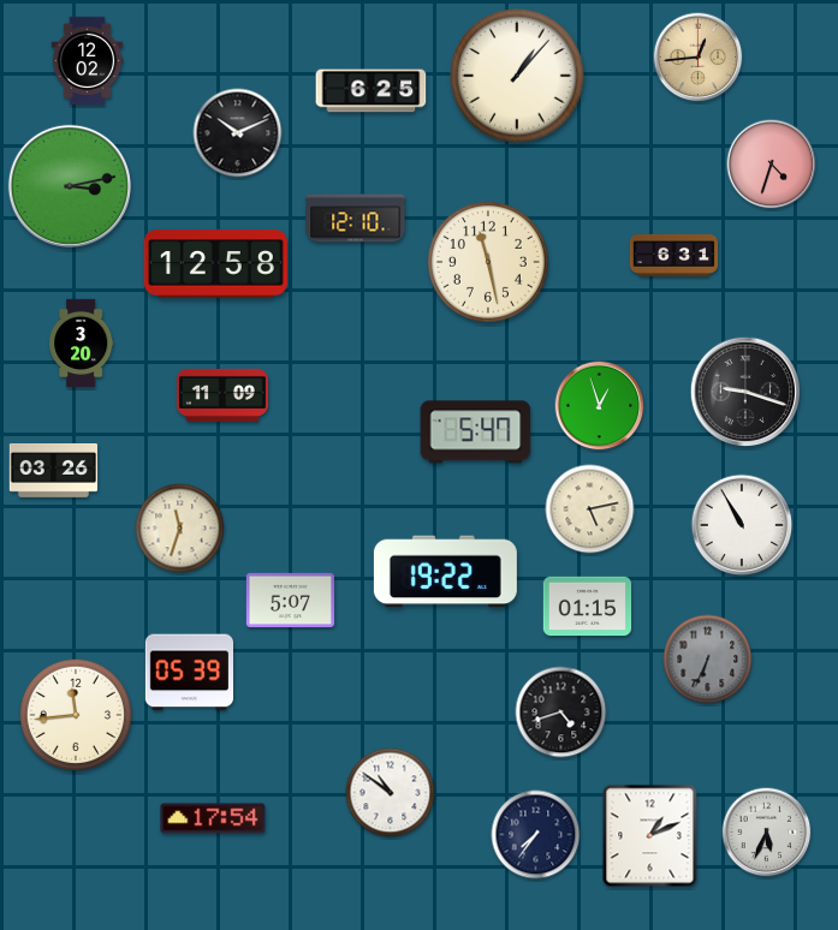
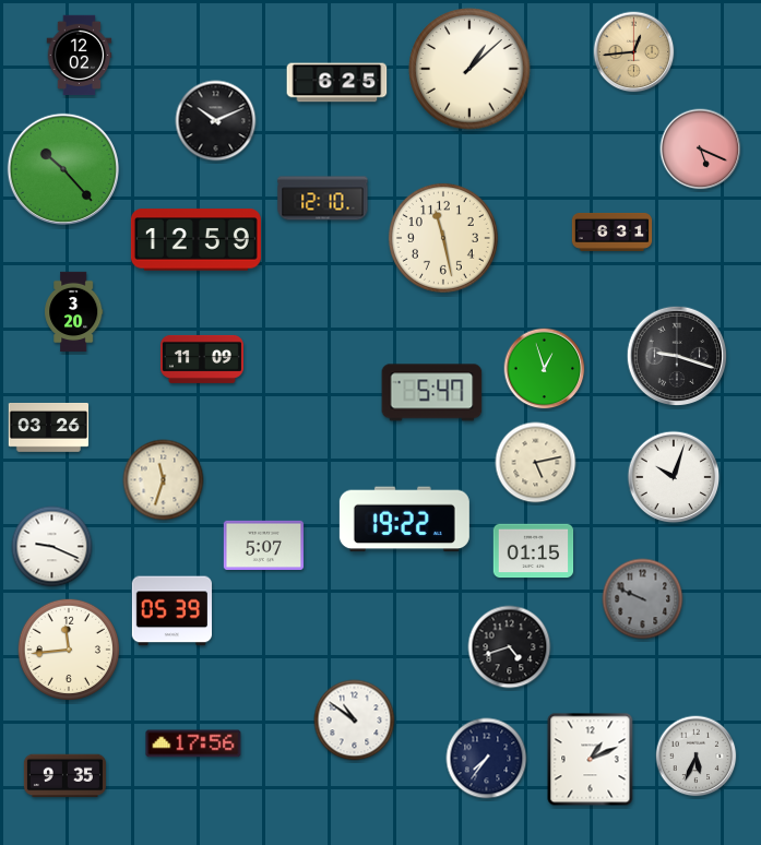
clock at (517, 76): 1:07 -> 1:08
clock at (772, 165): 4:33 -> 5:19
clock at (70, 186): 3:13 -> 10:23
clock at (215, 264): 12:58 -> 12:59
clock at (742, 525): 10:55 -> 10:03
clock at (52, 547): none -> 9:19
clock at (708, 660): 6:34 -> 9:49
clock at (213, 818): 17:54 -> 17:56
clock at (64, 776): none -> 9:35
